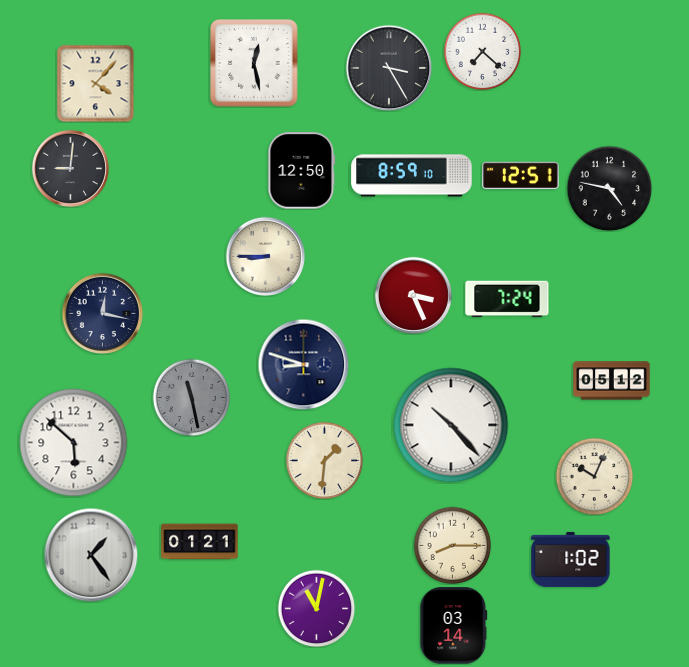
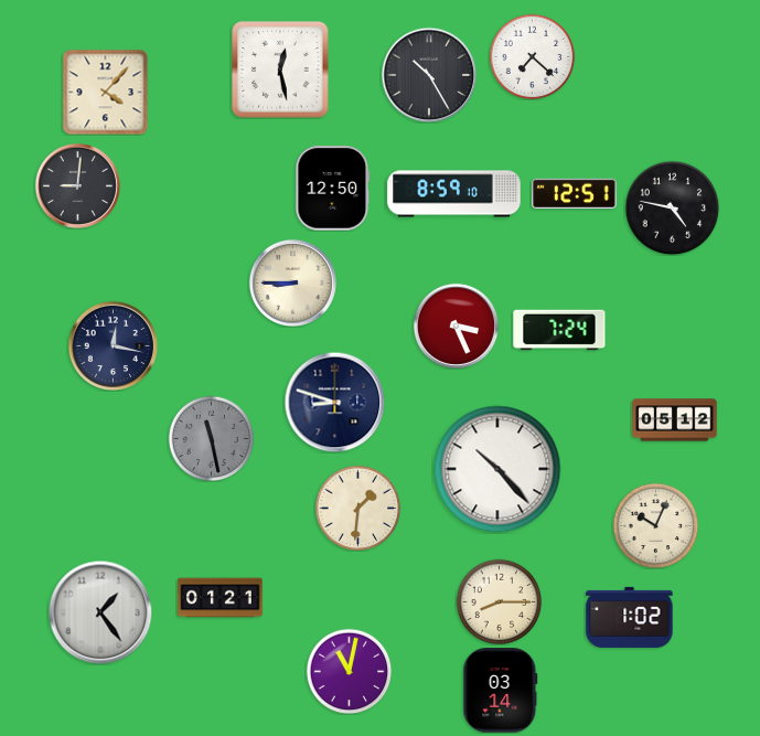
clock at (389, 68): 3:25 -> 10:25
clock at (74, 443): 5:52 -> none
